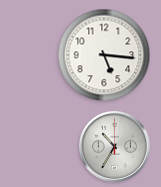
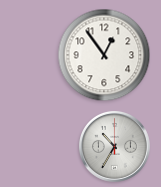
clock at (104, 55): 5:16 -> 12:54
